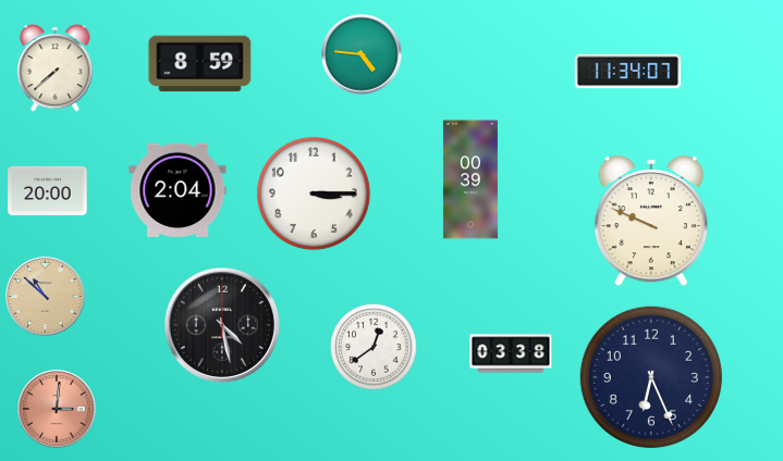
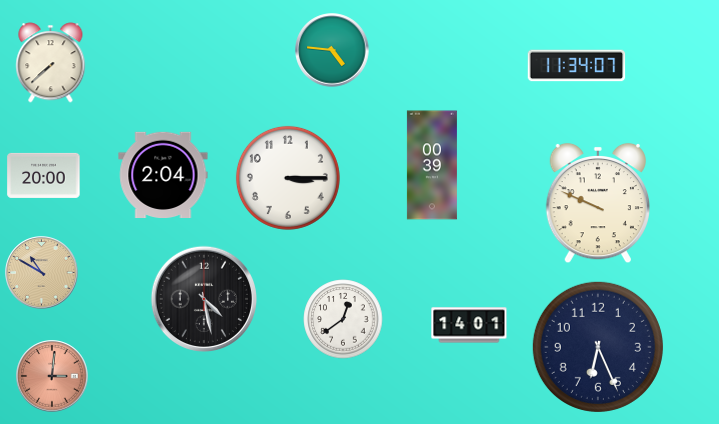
clock at (200, 64): 8:59 -> none
clock at (46, 297): 10:52 -> 10:50
clock at (511, 353): 03:38 -> 14:01
